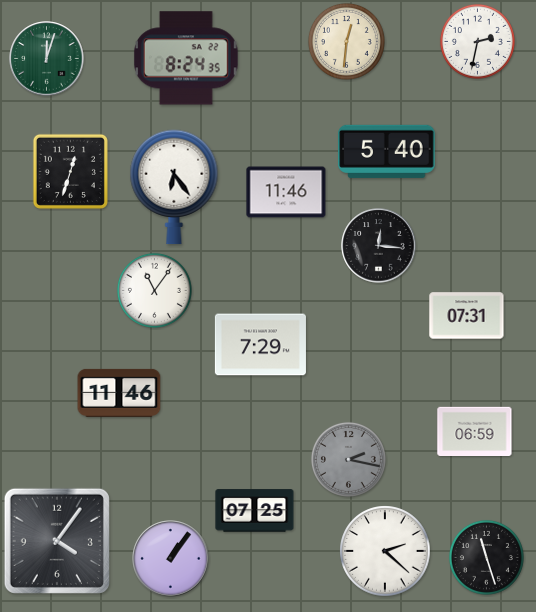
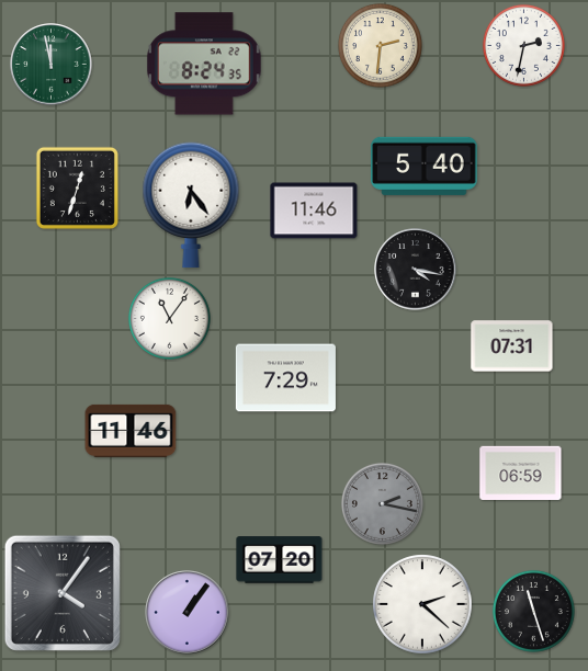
clock at (346, 41): 12:31 -> 2:31
clock at (47, 59): 12:03 -> 11:58
clock at (379, 246): 12:16 -> 4:17
clock at (255, 511): 07:25 -> 07:20
